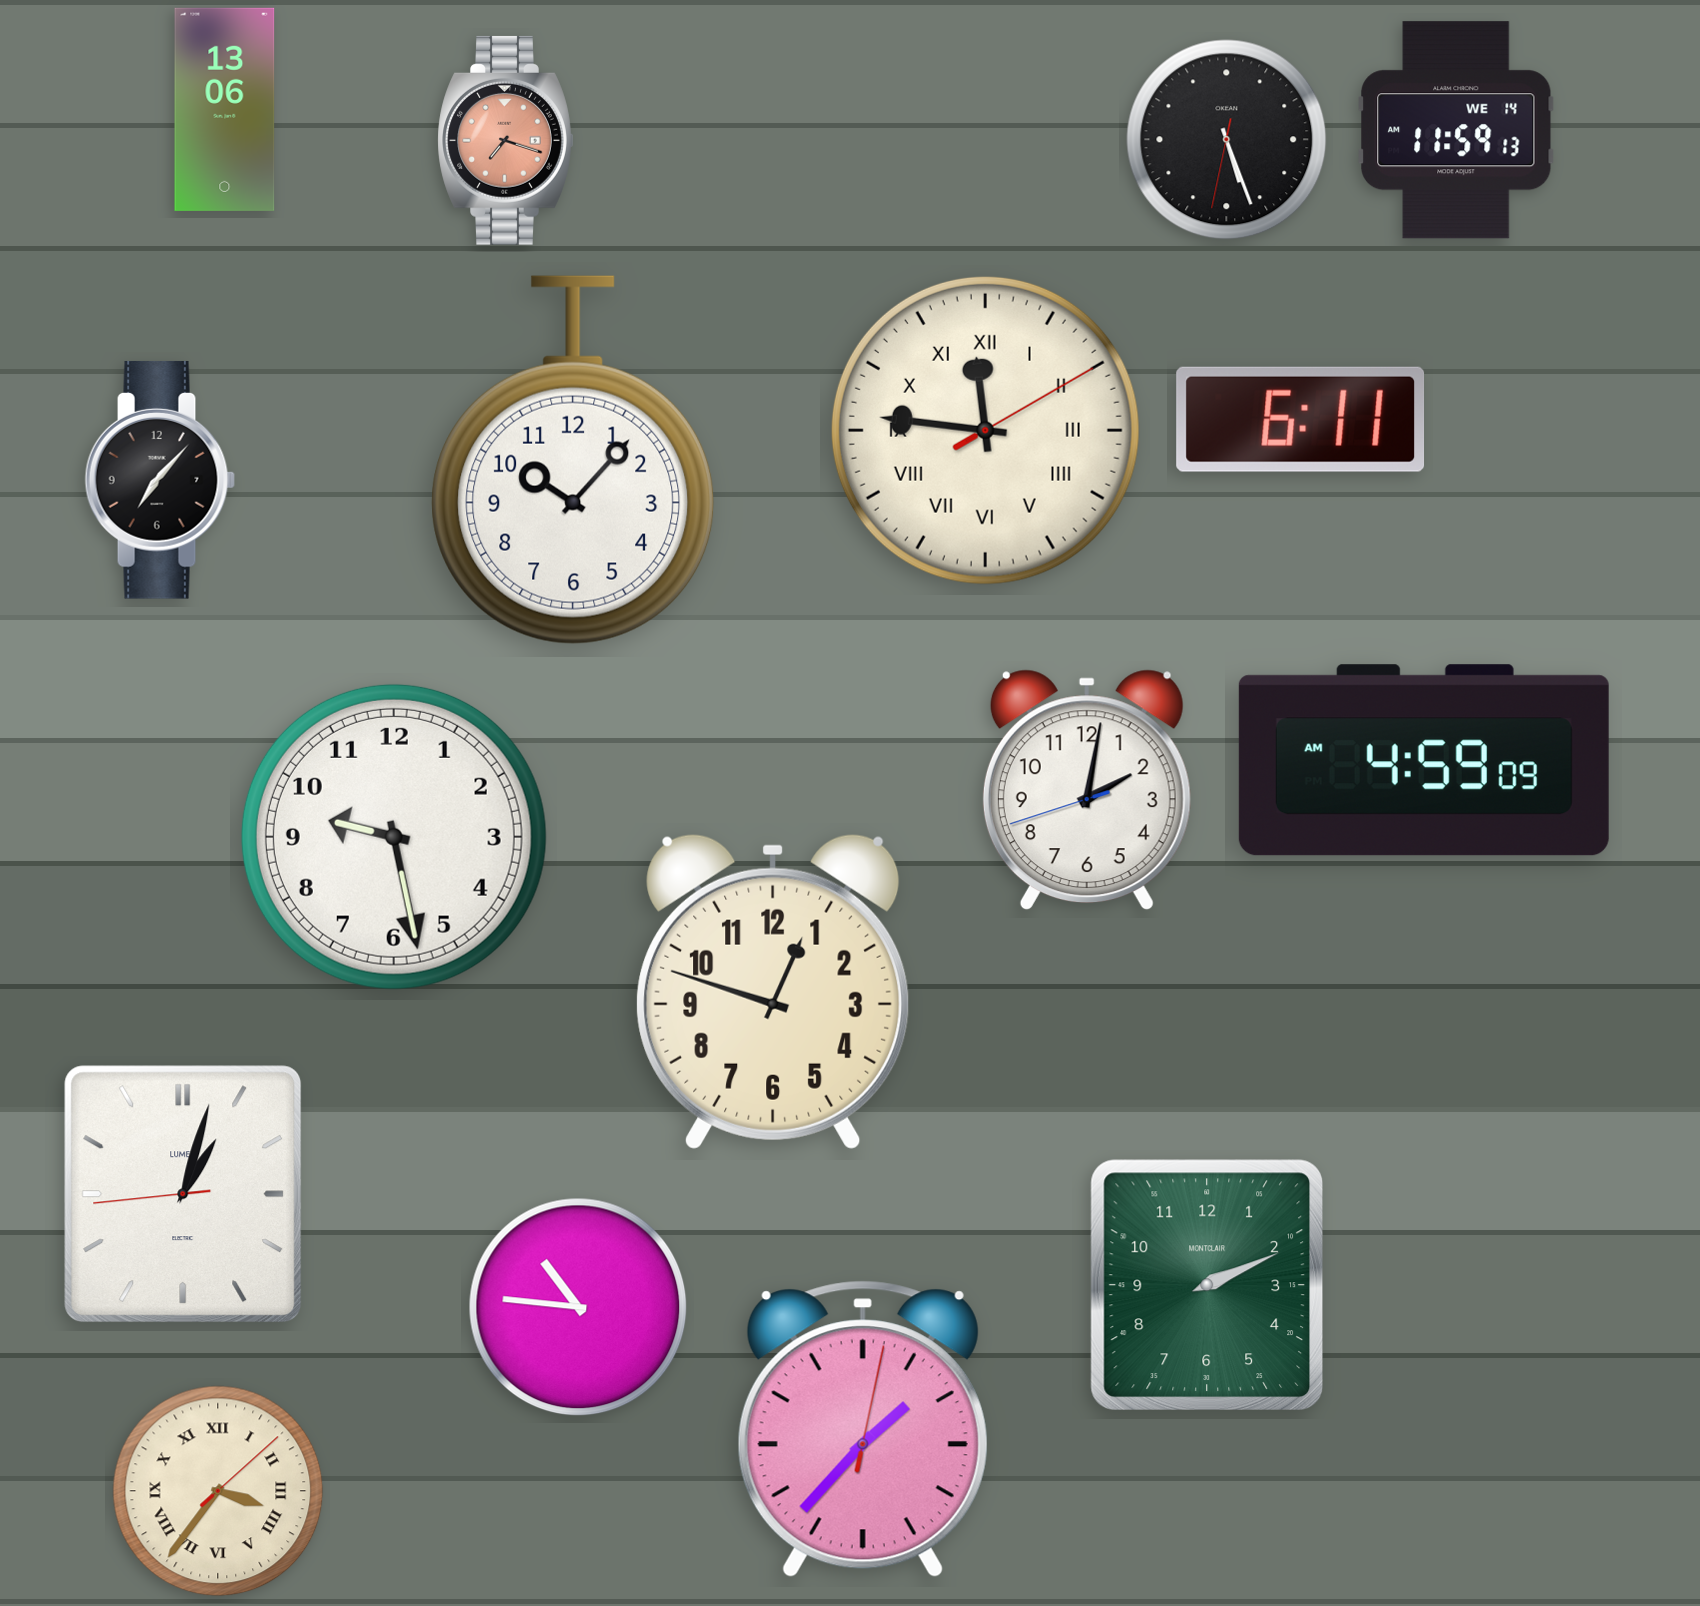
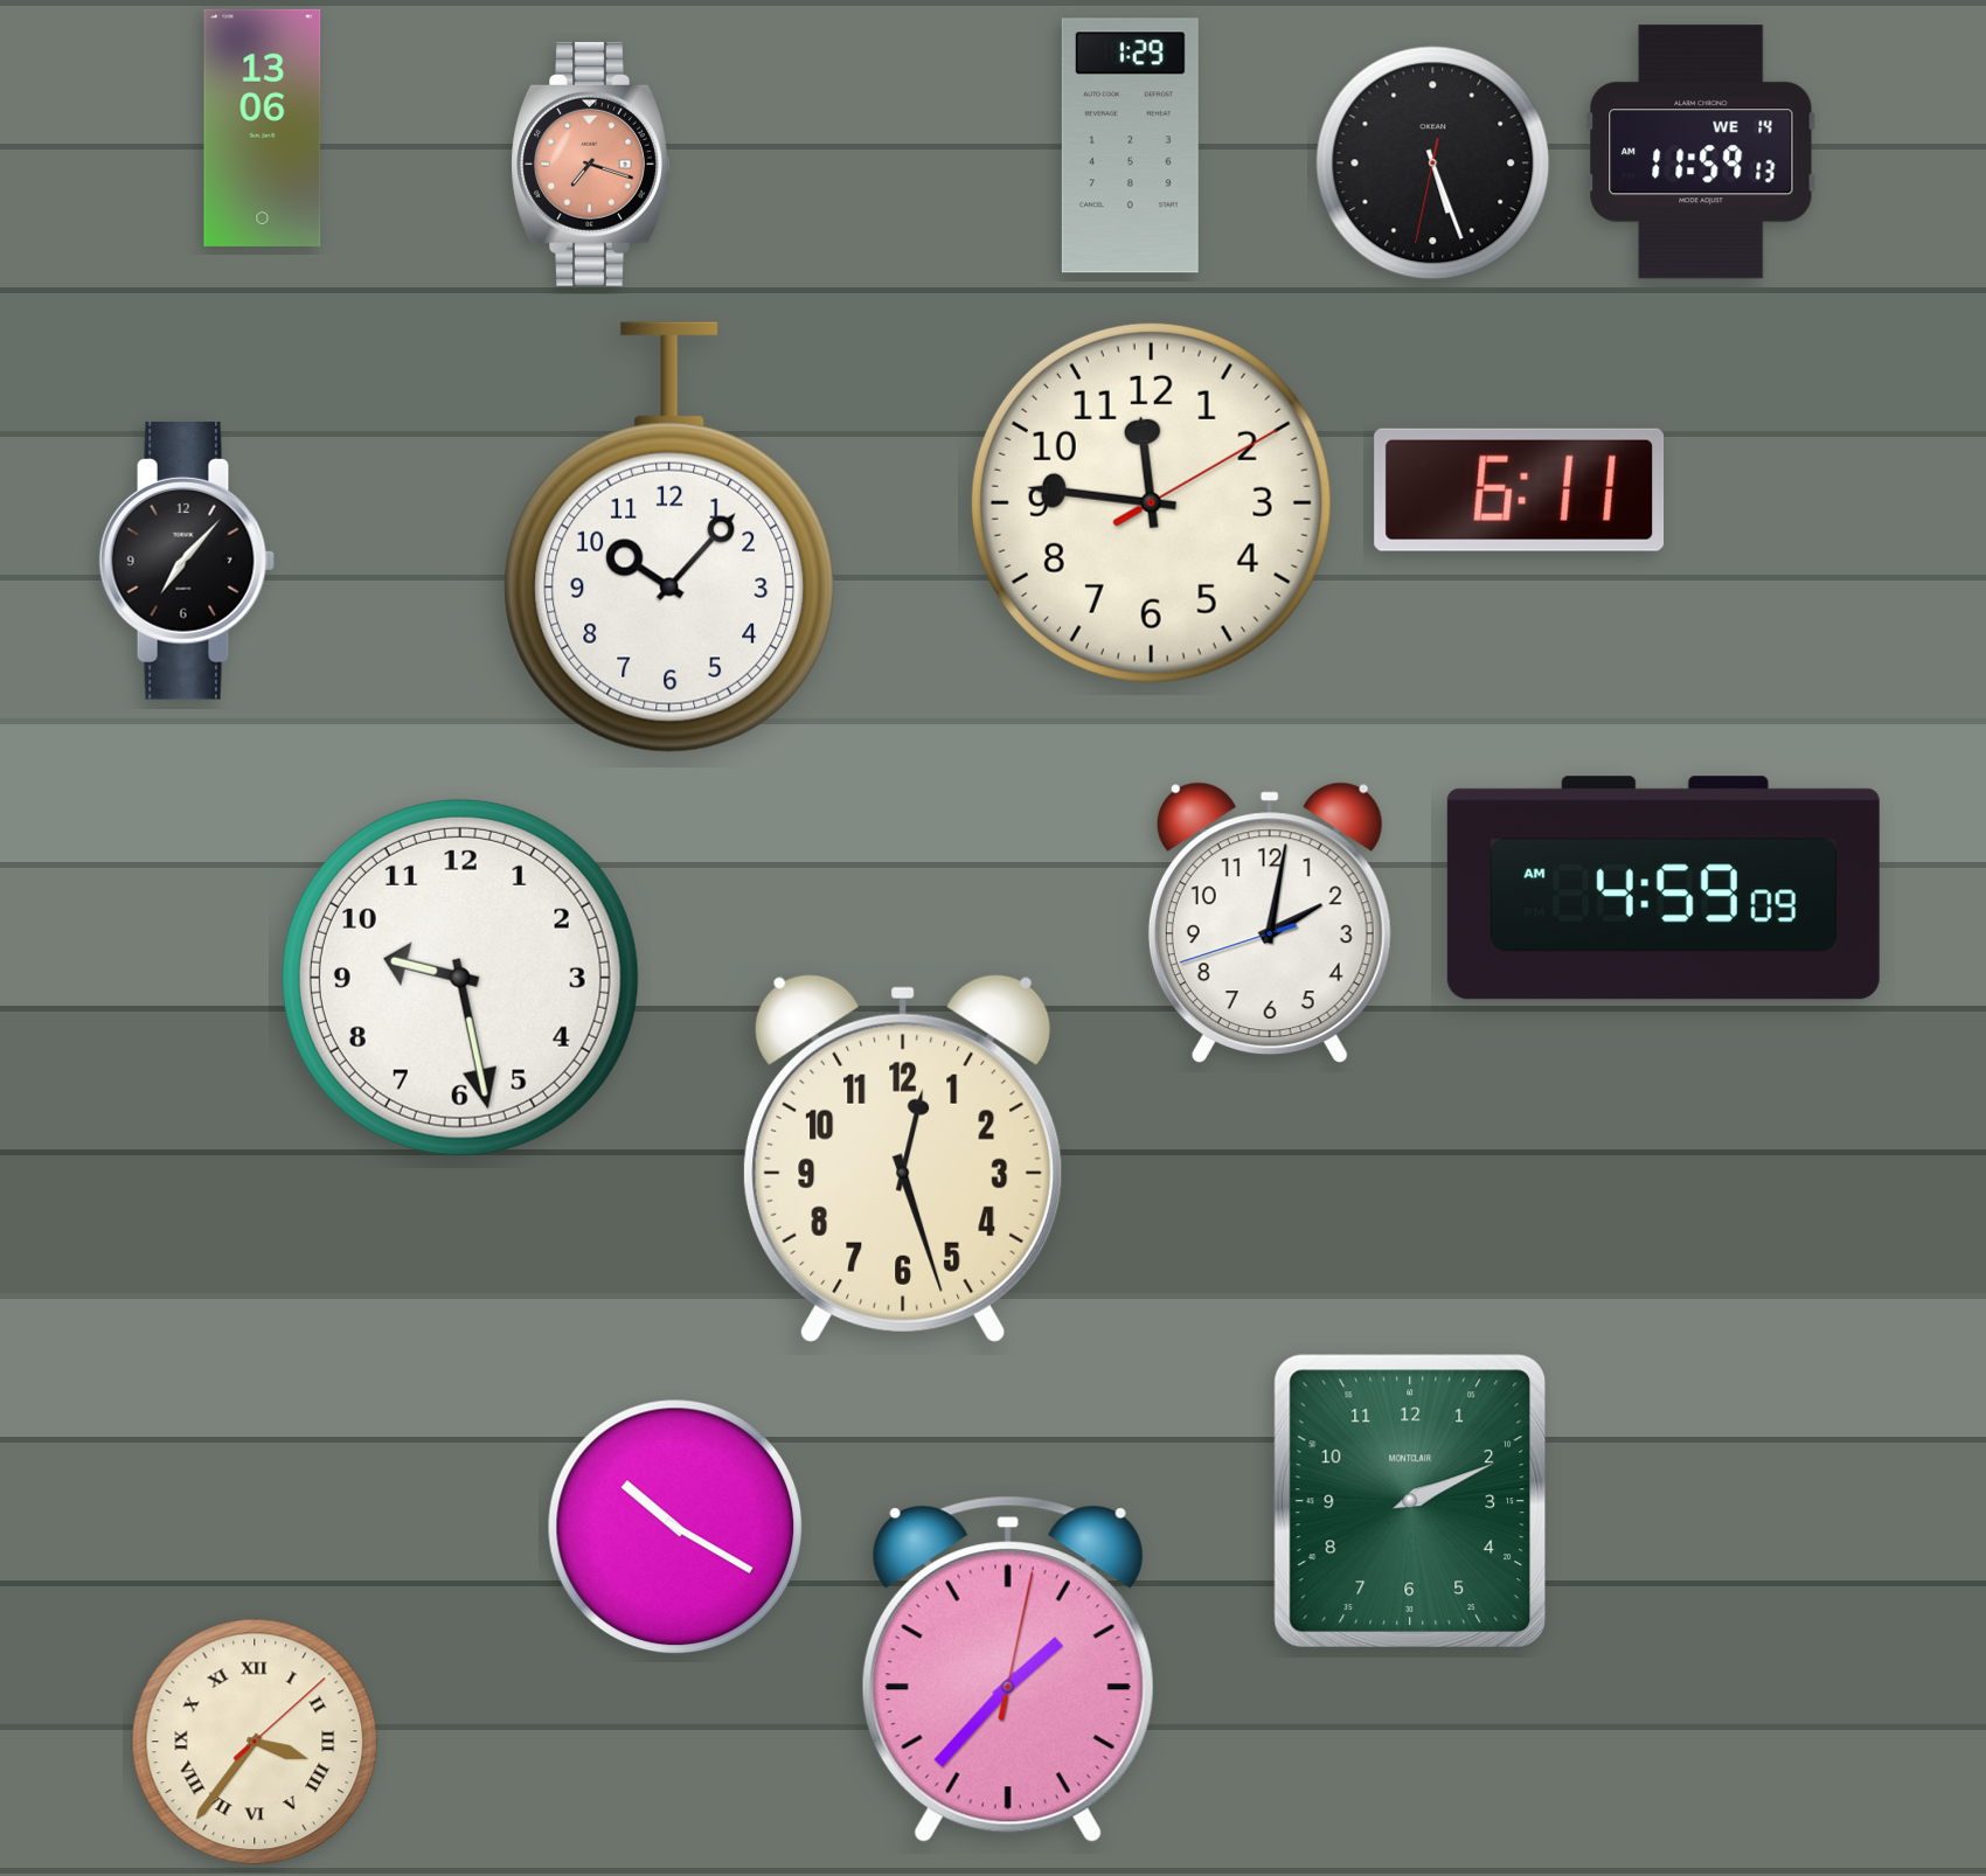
clock at (1130, 146): none -> 1:29
clock at (985, 430) numerals: Roman -> Arabic
clock at (773, 992): 12:48 -> 12:27
clock at (183, 1194): 1:02 -> none
clock at (578, 1307): 10:46 -> 10:20
